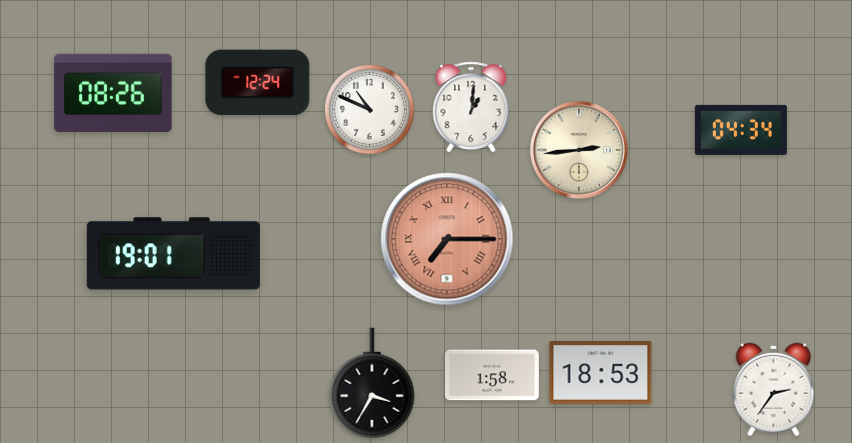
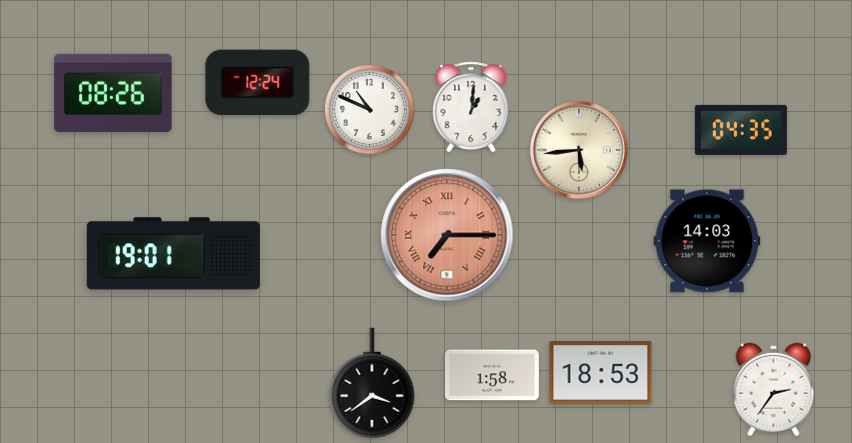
clock at (741, 130): 04:34 -> 04:35
clock at (580, 151): 2:44 -> 5:44
clock at (447, 239) position: (447, 239) -> (447, 235)
clock at (707, 241): none -> 14:03
clock at (372, 383): 3:35 -> 3:39
